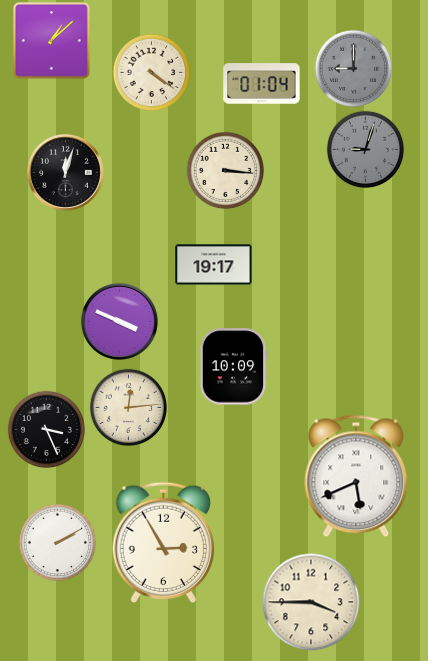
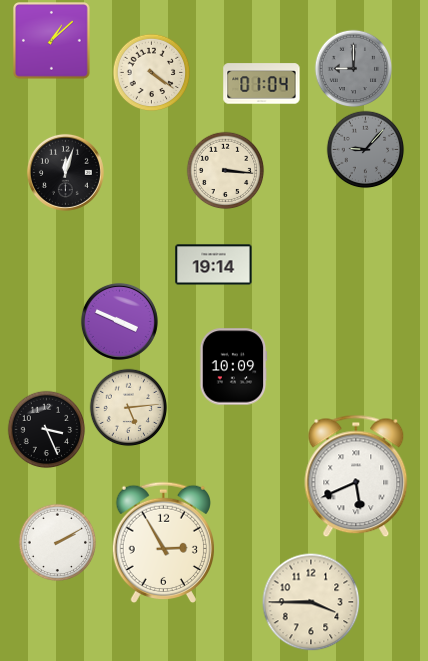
clock at (365, 149): 9:03 -> 9:07
clock at (214, 265): 19:17 -> 19:14
clock at (128, 407): 12:14 -> 5:14
